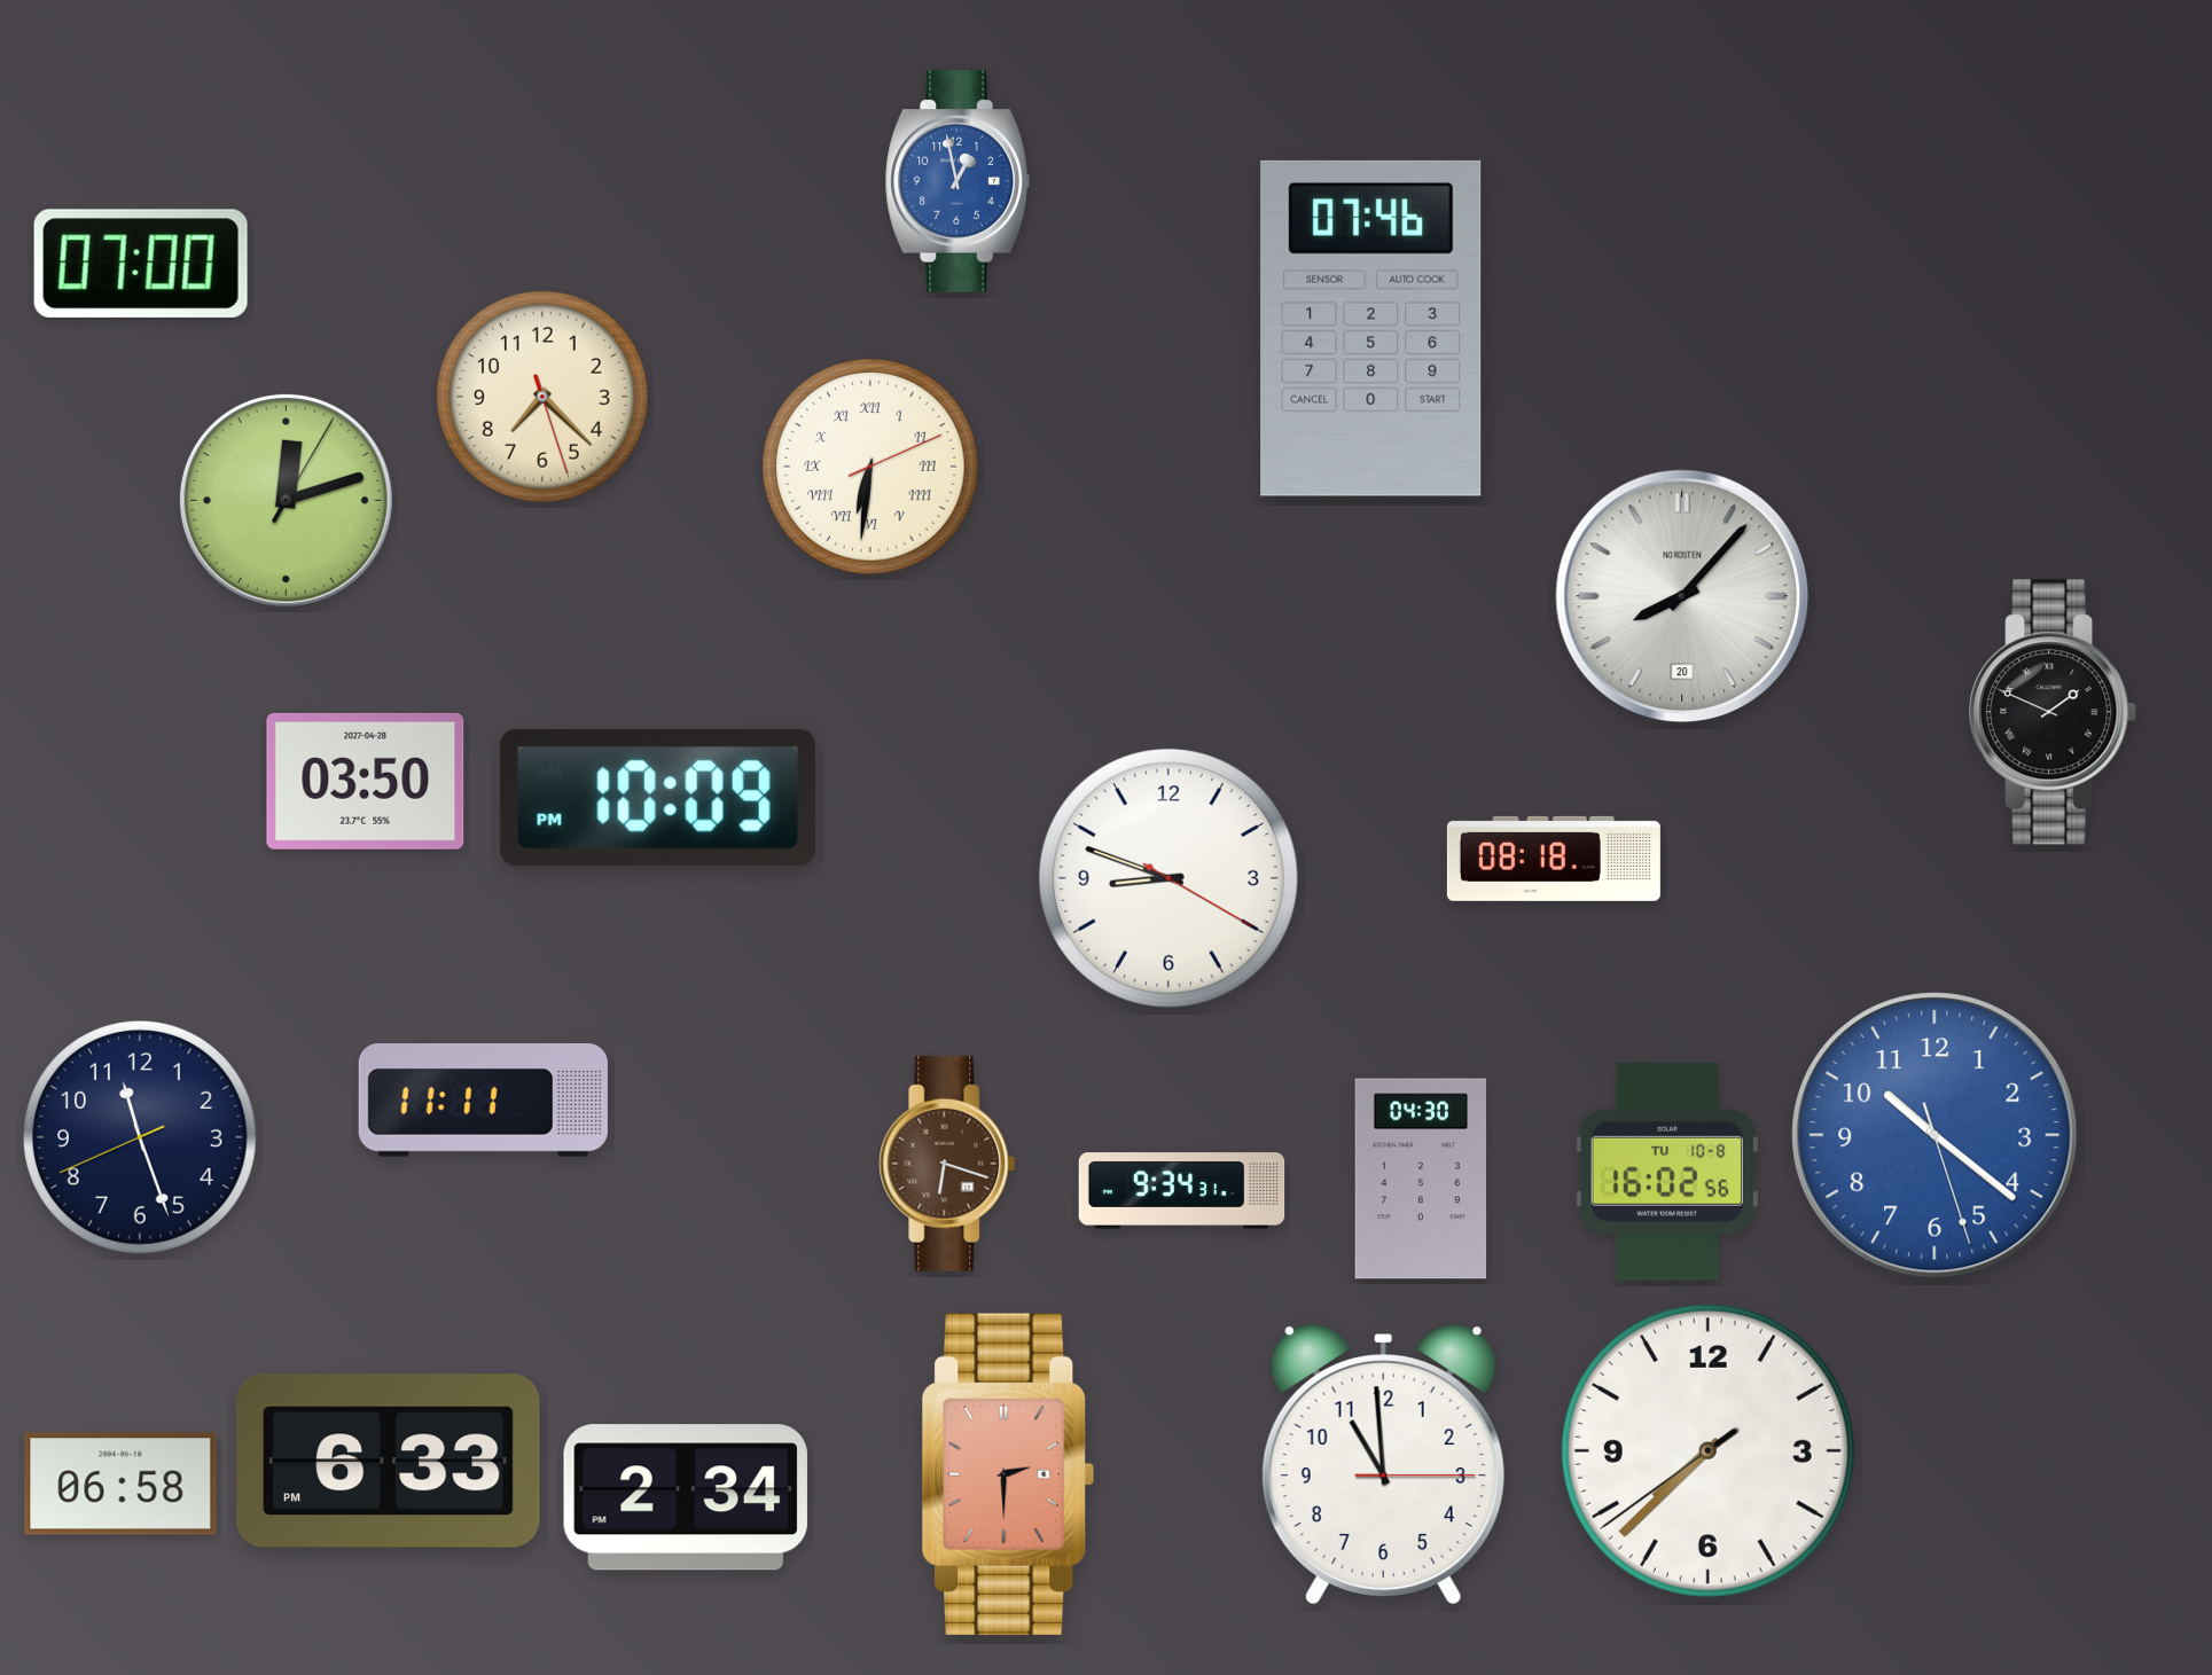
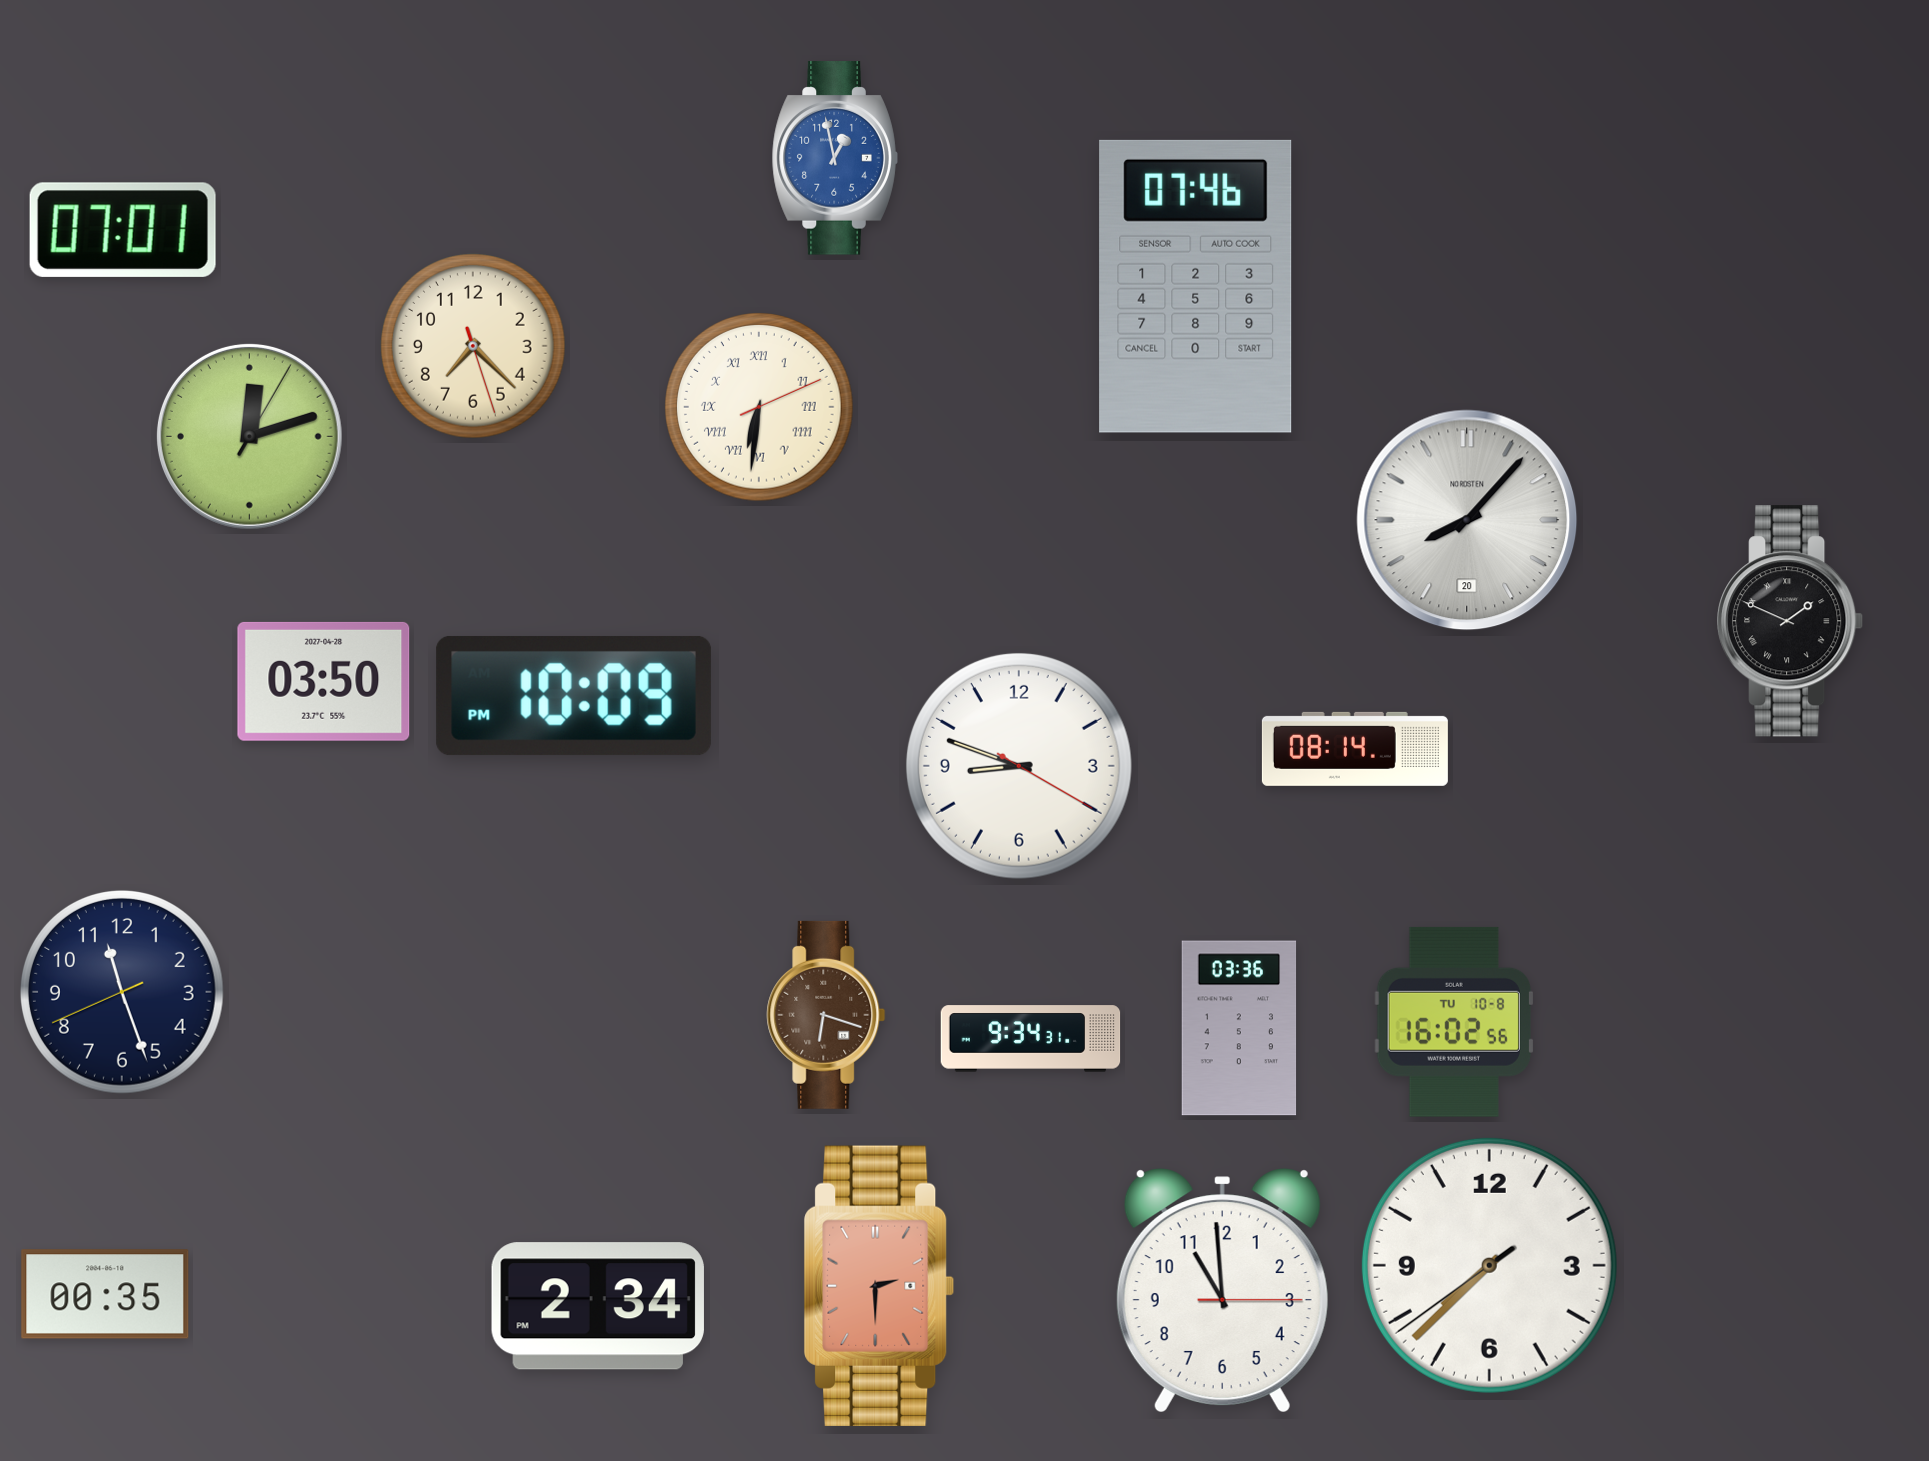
clock at (141, 264): 07:00 -> 07:01
clock at (366, 781) position: (366, 781) -> (324, 681)
clock at (1554, 859): 08:18 -> 08:14
clock at (483, 1101): 11:11 -> none
clock at (1934, 1135): 10:21 -> none
clock at (1421, 1179): 04:30 -> 03:36
clock at (389, 1462): 6:33 -> none
clock at (1383, 1464) position: (1383, 1464) -> (1222, 1290)
clock at (120, 1484): 06:58 -> 00:35
